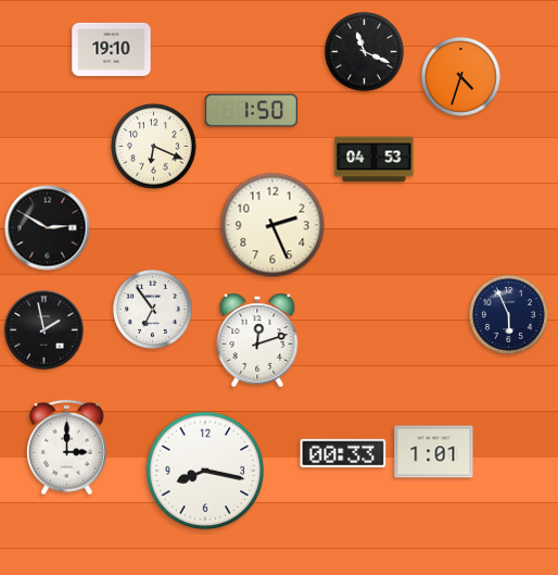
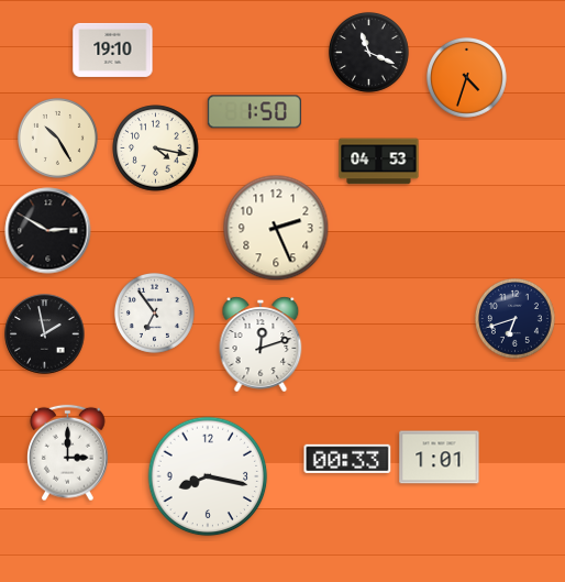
clock at (57, 138): none -> 10:25
clock at (154, 147): 6:19 -> 4:17
clock at (508, 314): 5:56 -> 6:42
